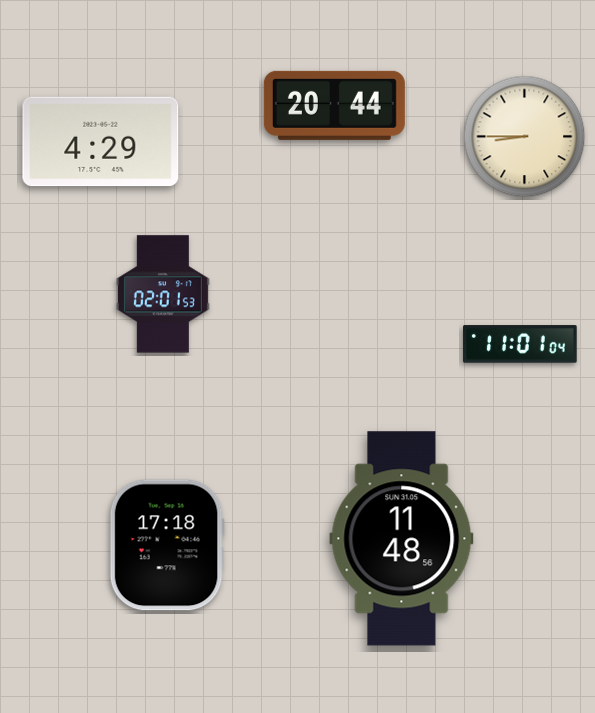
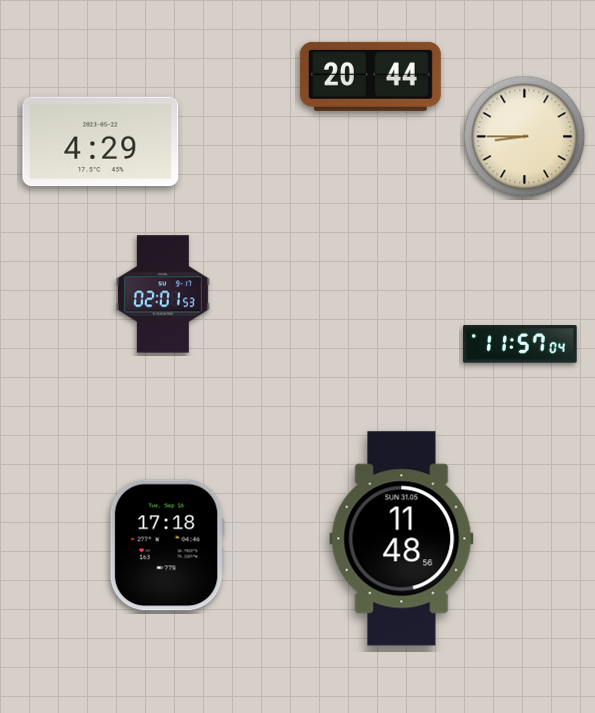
clock at (334, 105) position: (334, 105) -> (370, 76)
clock at (520, 344): 11:01 -> 11:57
